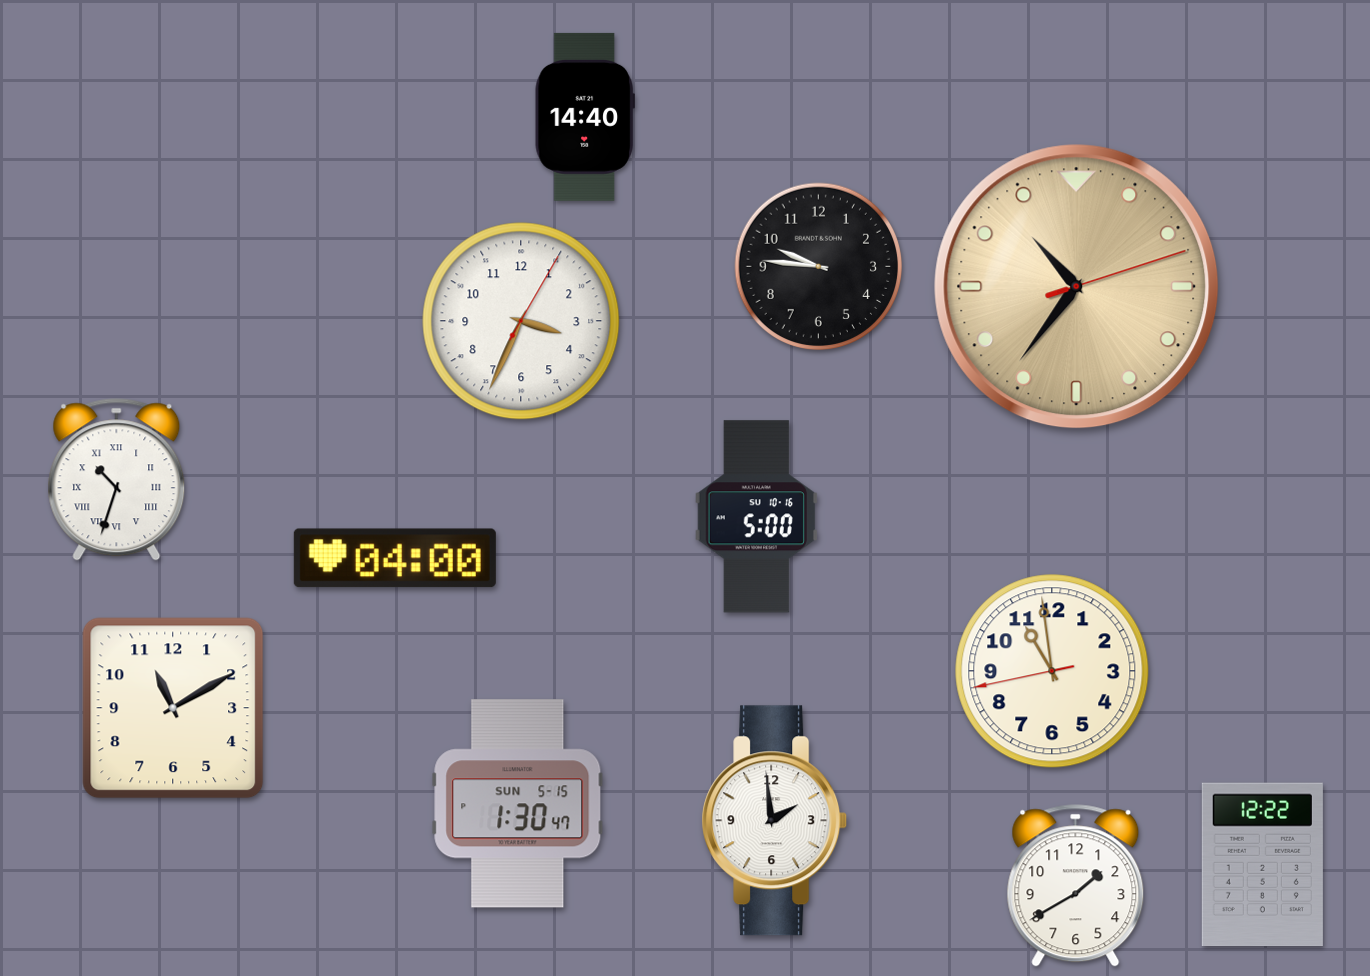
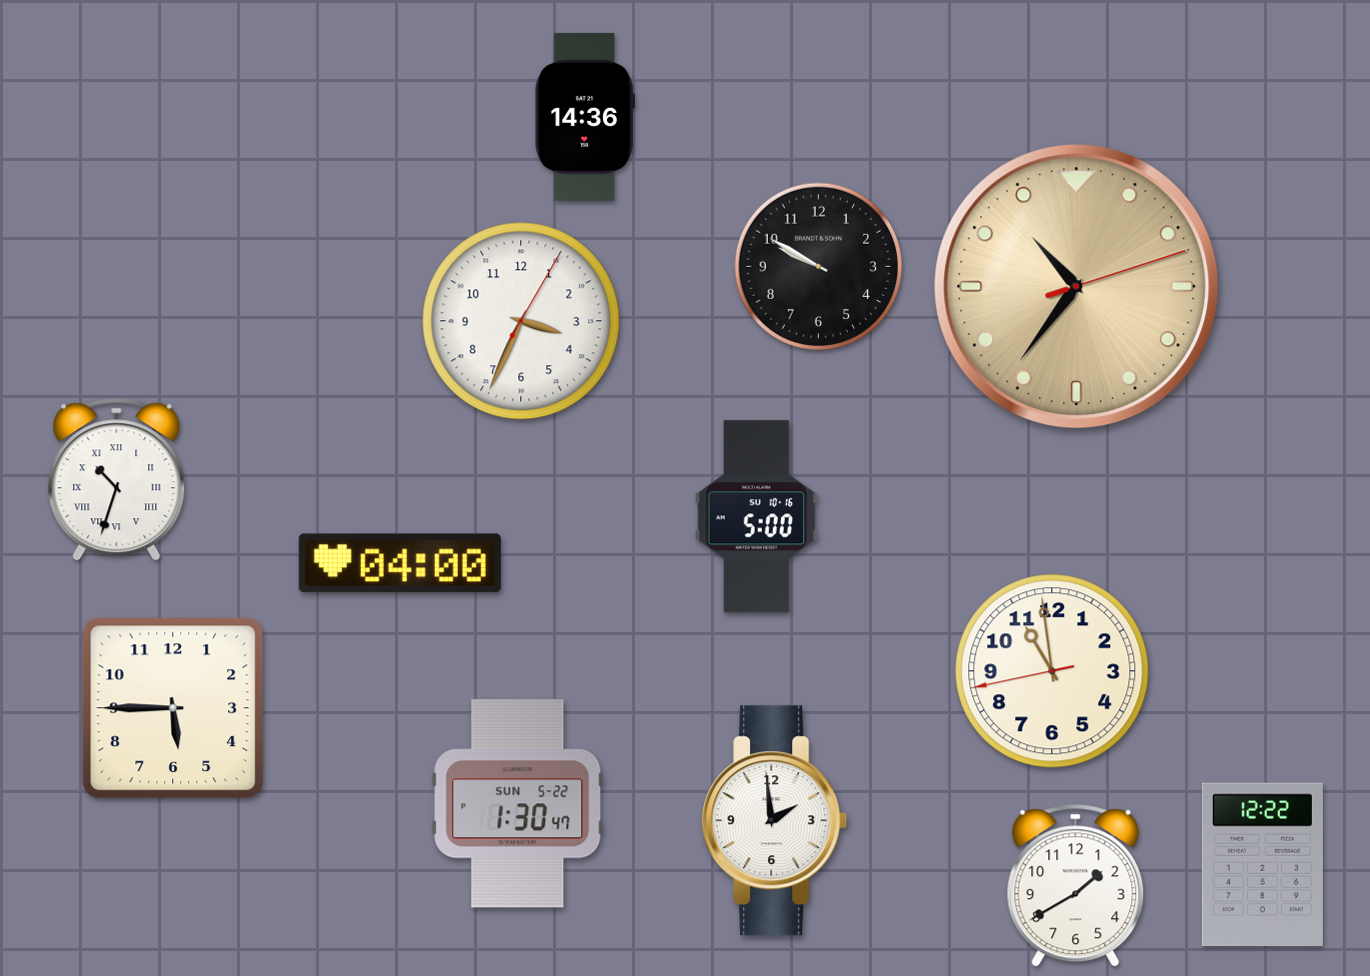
clock at (585, 117): 14:40 -> 14:36
clock at (819, 267): 9:46 -> 9:50
clock at (395, 558) position: (395, 558) -> (400, 563)
clock at (173, 708): 11:10 -> 5:45
clock at (518, 804) date: SUN 5-15 -> SUN 5-22
